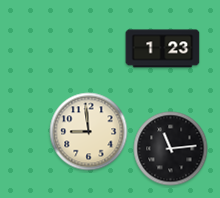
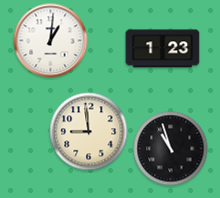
clock at (51, 41): none -> 1:01
clock at (171, 149): 11:14 -> 10:57
